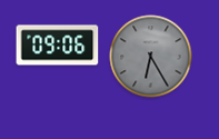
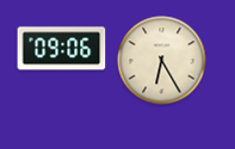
clock at (151, 57) dial: grey -> cream
